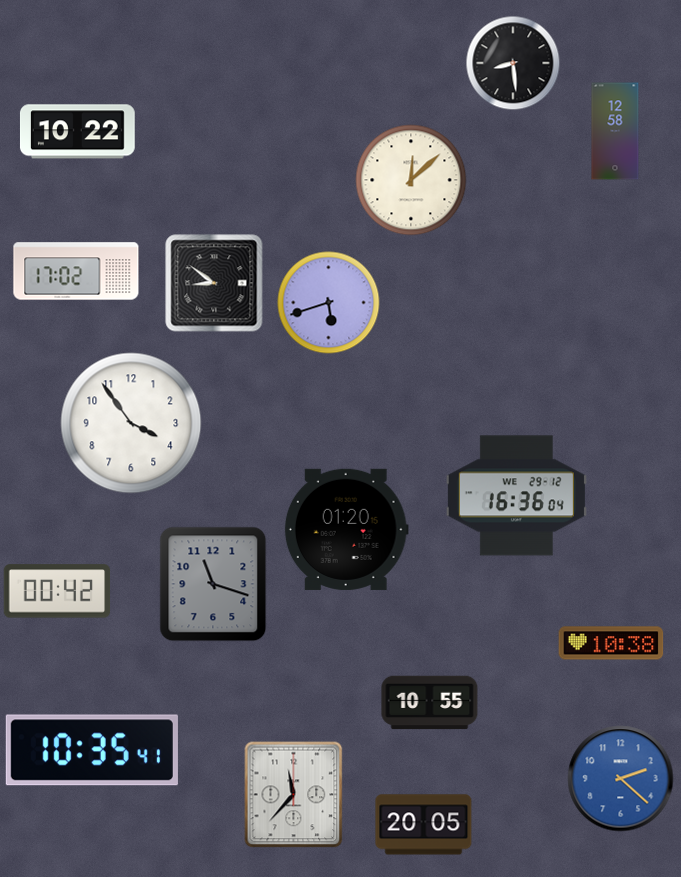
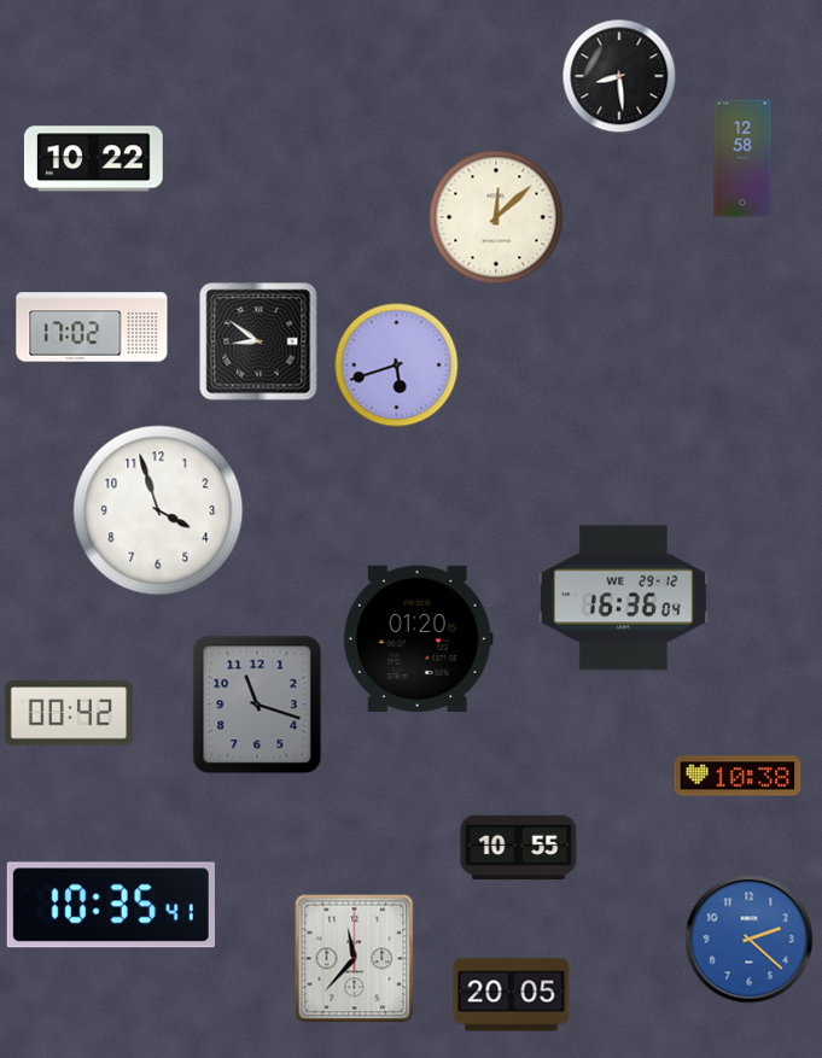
clock at (131, 423): 3:54 -> 3:57
